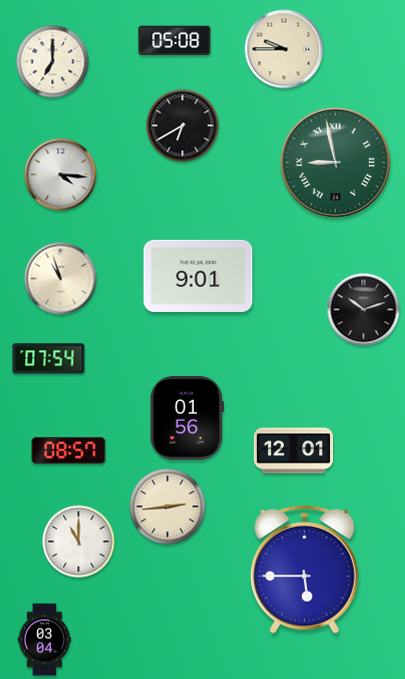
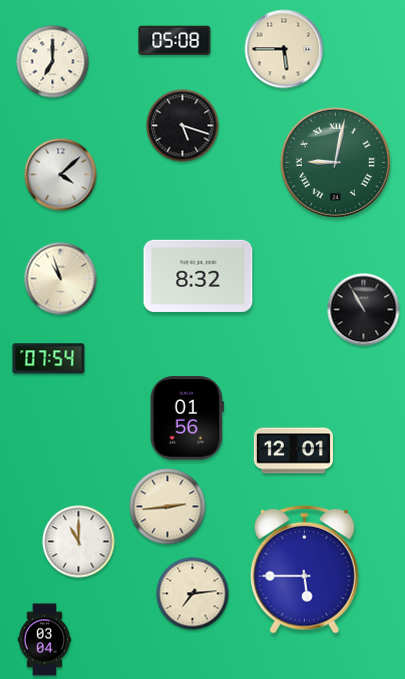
clock at (284, 49): 9:45 -> 5:45
clock at (183, 126): 6:40 -> 5:18
clock at (335, 162): 8:58 -> 9:02
clock at (61, 175): 4:16 -> 4:08
clock at (198, 276): 9:01 -> 8:32
clock at (364, 310): 10:12 -> 10:55
clock at (69, 451): 08:57 -> none
clock at (193, 594): none -> 7:14
